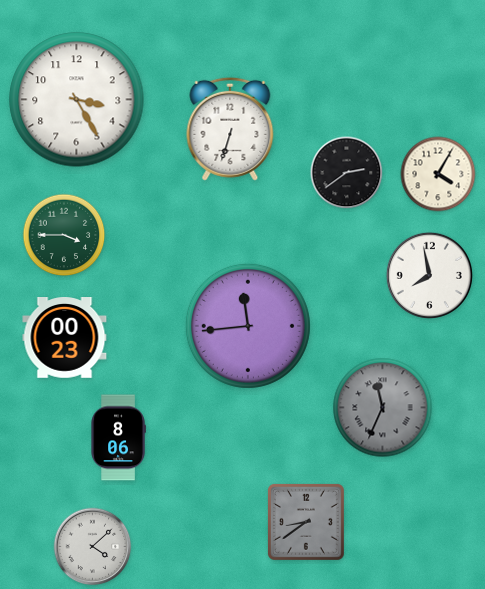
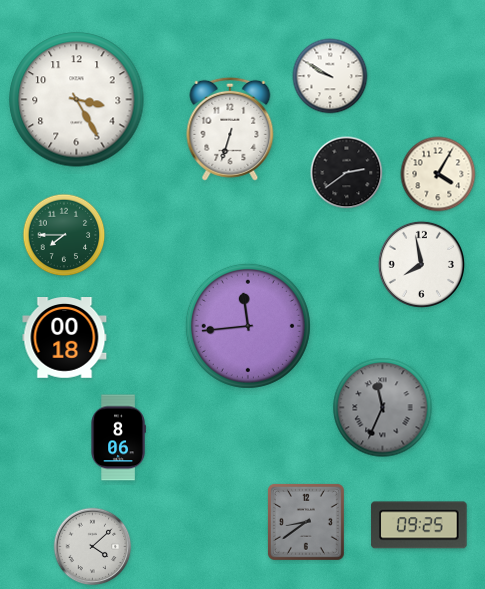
clock at (330, 76): none -> 9:50
clock at (64, 235): 3:45 -> 7:45
clock at (429, 275) position: (429, 275) -> (421, 264)
clock at (65, 338): 00:23 -> 00:18
clock at (419, 525): none -> 09:25
